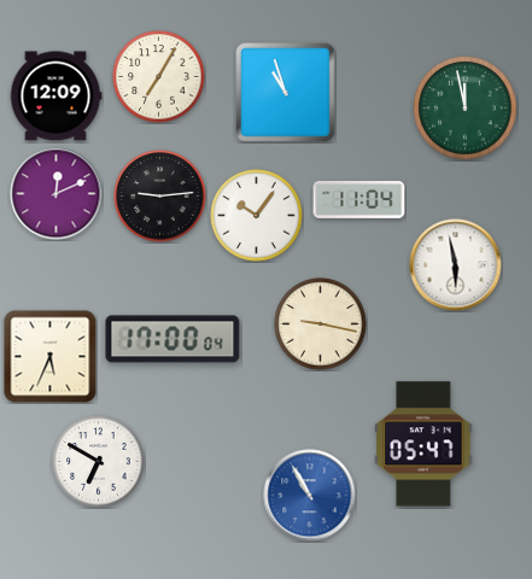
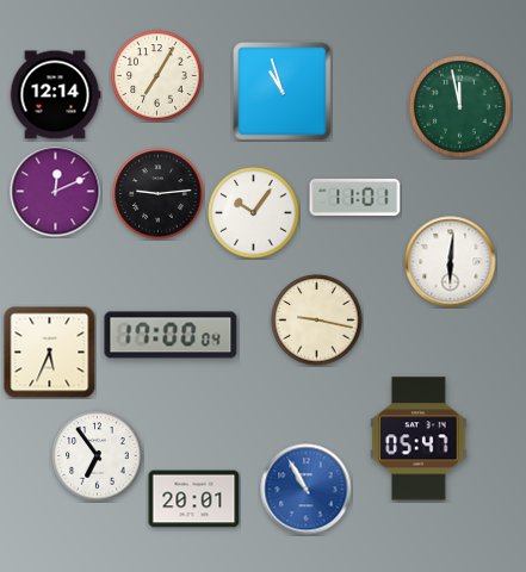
clock at (55, 96): 12:09 -> 12:14
clock at (359, 199): 11:04 -> 11:01
clock at (456, 265): 5:58 -> 6:01
clock at (99, 462): 6:50 -> 6:54
clock at (194, 499): none -> 20:01
